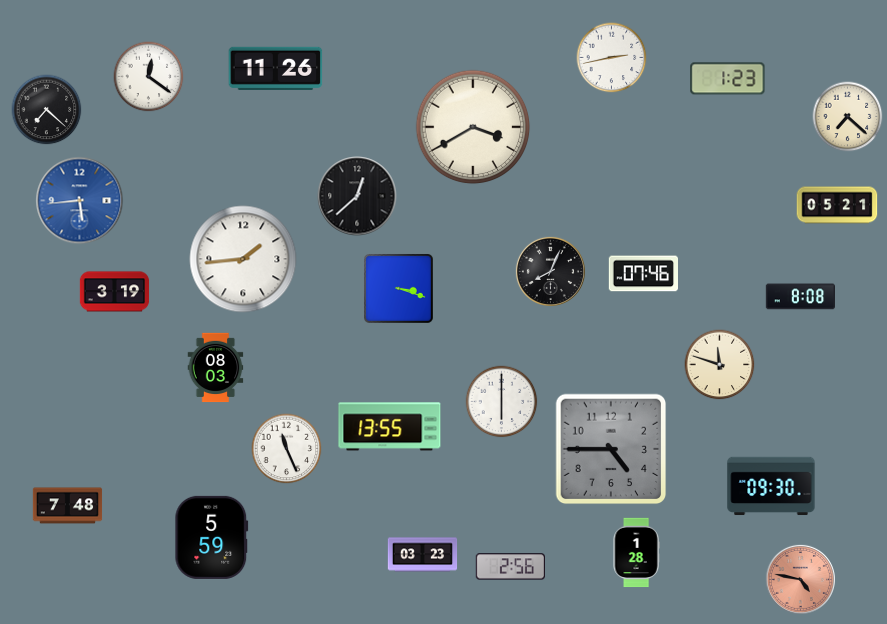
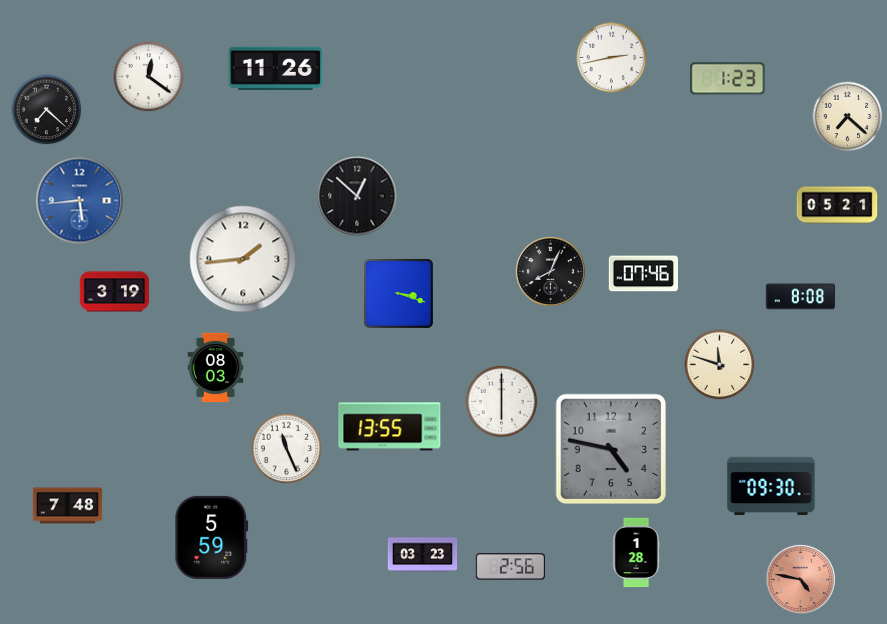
clock at (473, 127): 3:40 -> none
clock at (357, 196): 12:38 -> 12:52
clock at (399, 289) position: (399, 289) -> (399, 294)
clock at (611, 449): 4:45 -> 4:47
